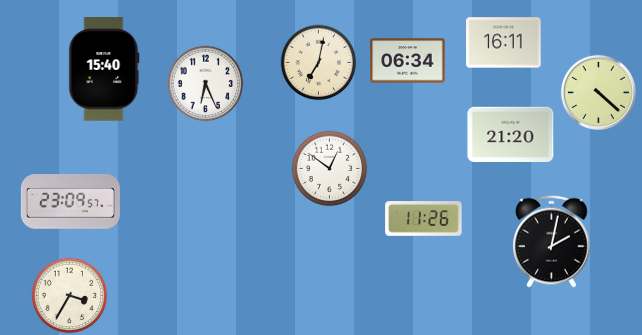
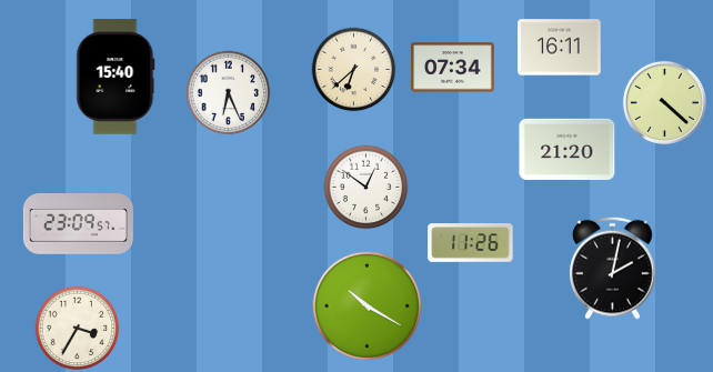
clock at (408, 61): 06:34 -> 07:34
clock at (319, 63): 7:02 -> 6:38
clock at (366, 305): none -> 10:20
